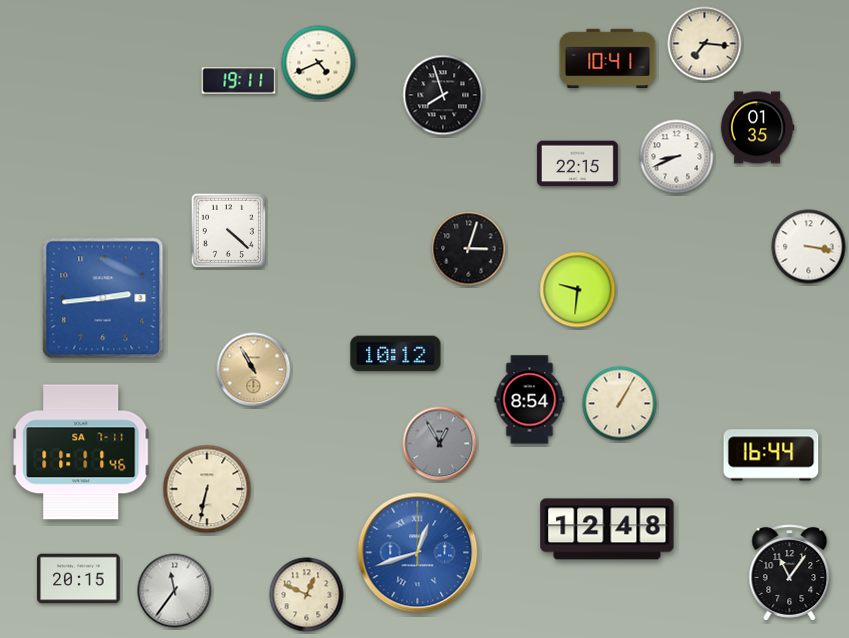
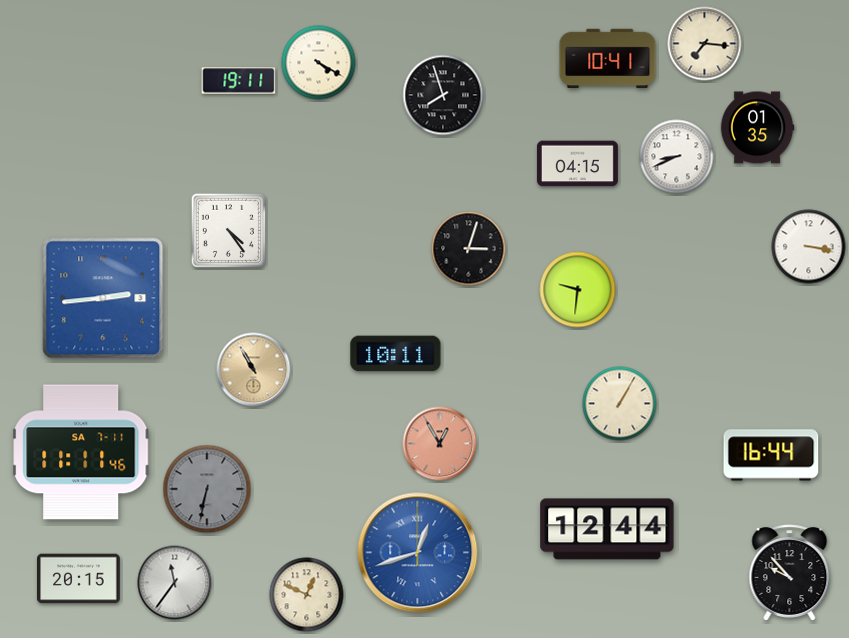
clock at (319, 63): 4:41 -> 4:20
clock at (577, 164): 22:15 -> 04:15
clock at (228, 230): 4:22 -> 4:24
clock at (396, 354): 10:12 -> 10:11
clock at (530, 400): 8:54 -> none
clock at (440, 444) dial: grey -> salmon
clock at (207, 489) dial: cream -> grey
clock at (607, 529): 12:48 -> 12:44
clock at (790, 573): 11:06 -> 9:53
clock at (175, 591) position: (175, 591) -> (175, 583)
